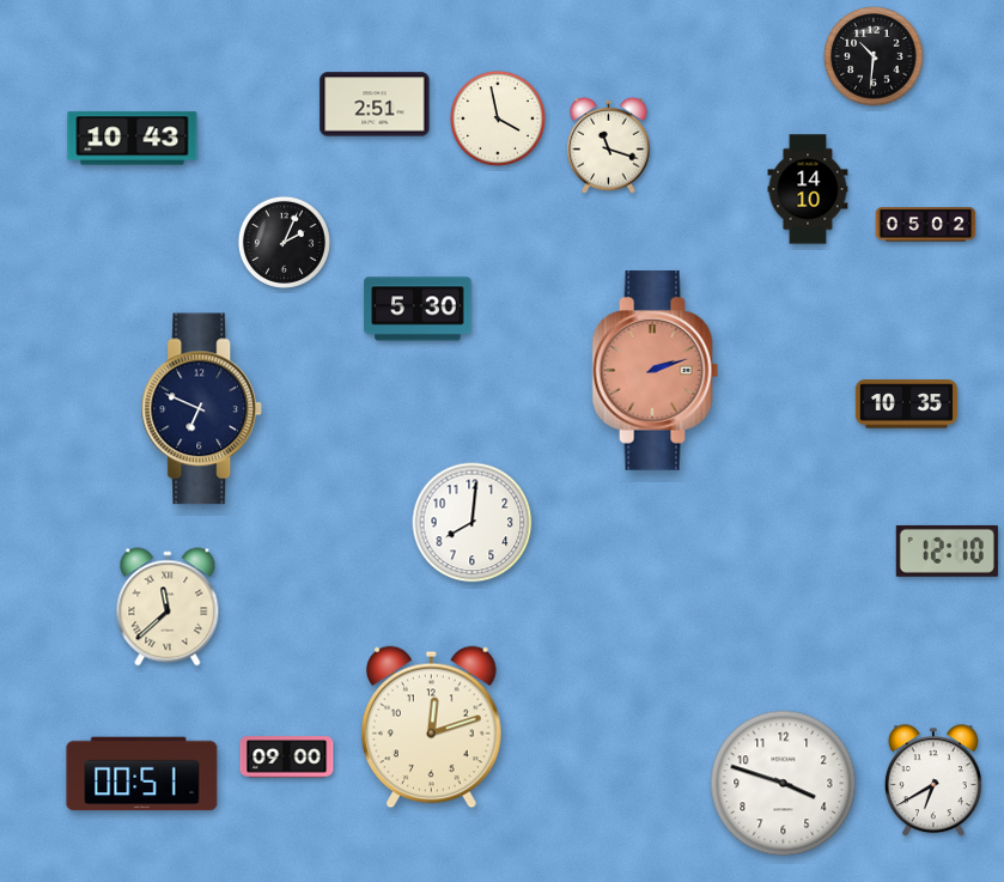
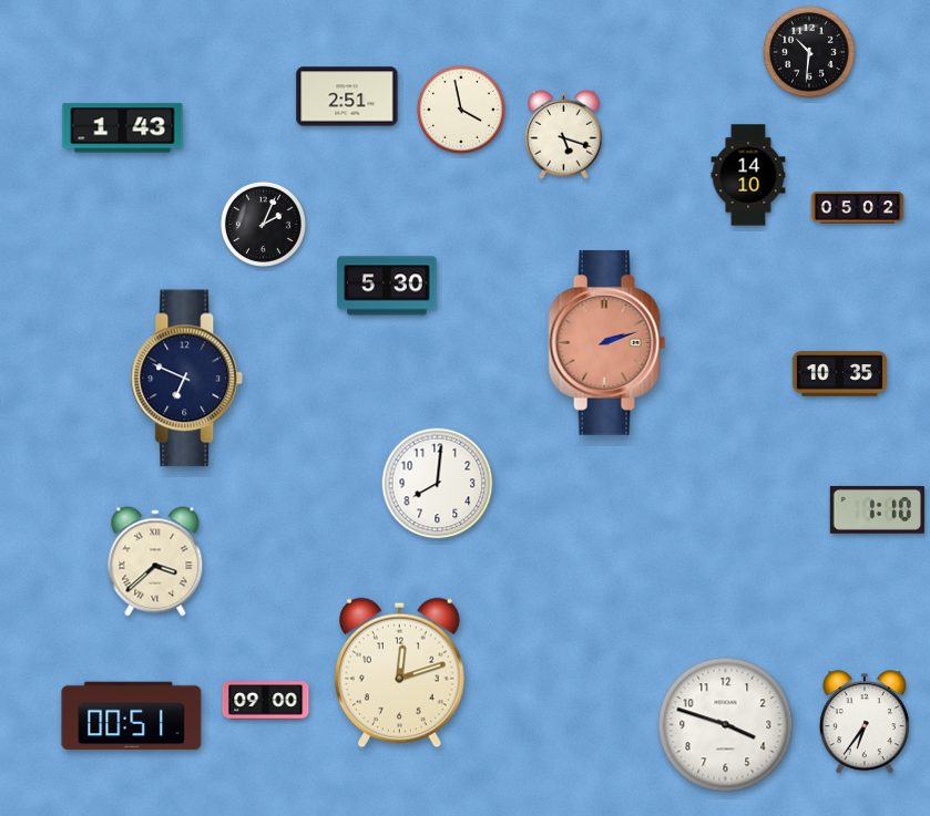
clock at (133, 139): 10:43 -> 1:43
clock at (609, 145): 11:18 -> 5:18
clock at (947, 551): 12:10 -> 1:10
clock at (168, 607): 11:38 -> 3:38
clock at (933, 781): 6:40 -> 6:36
